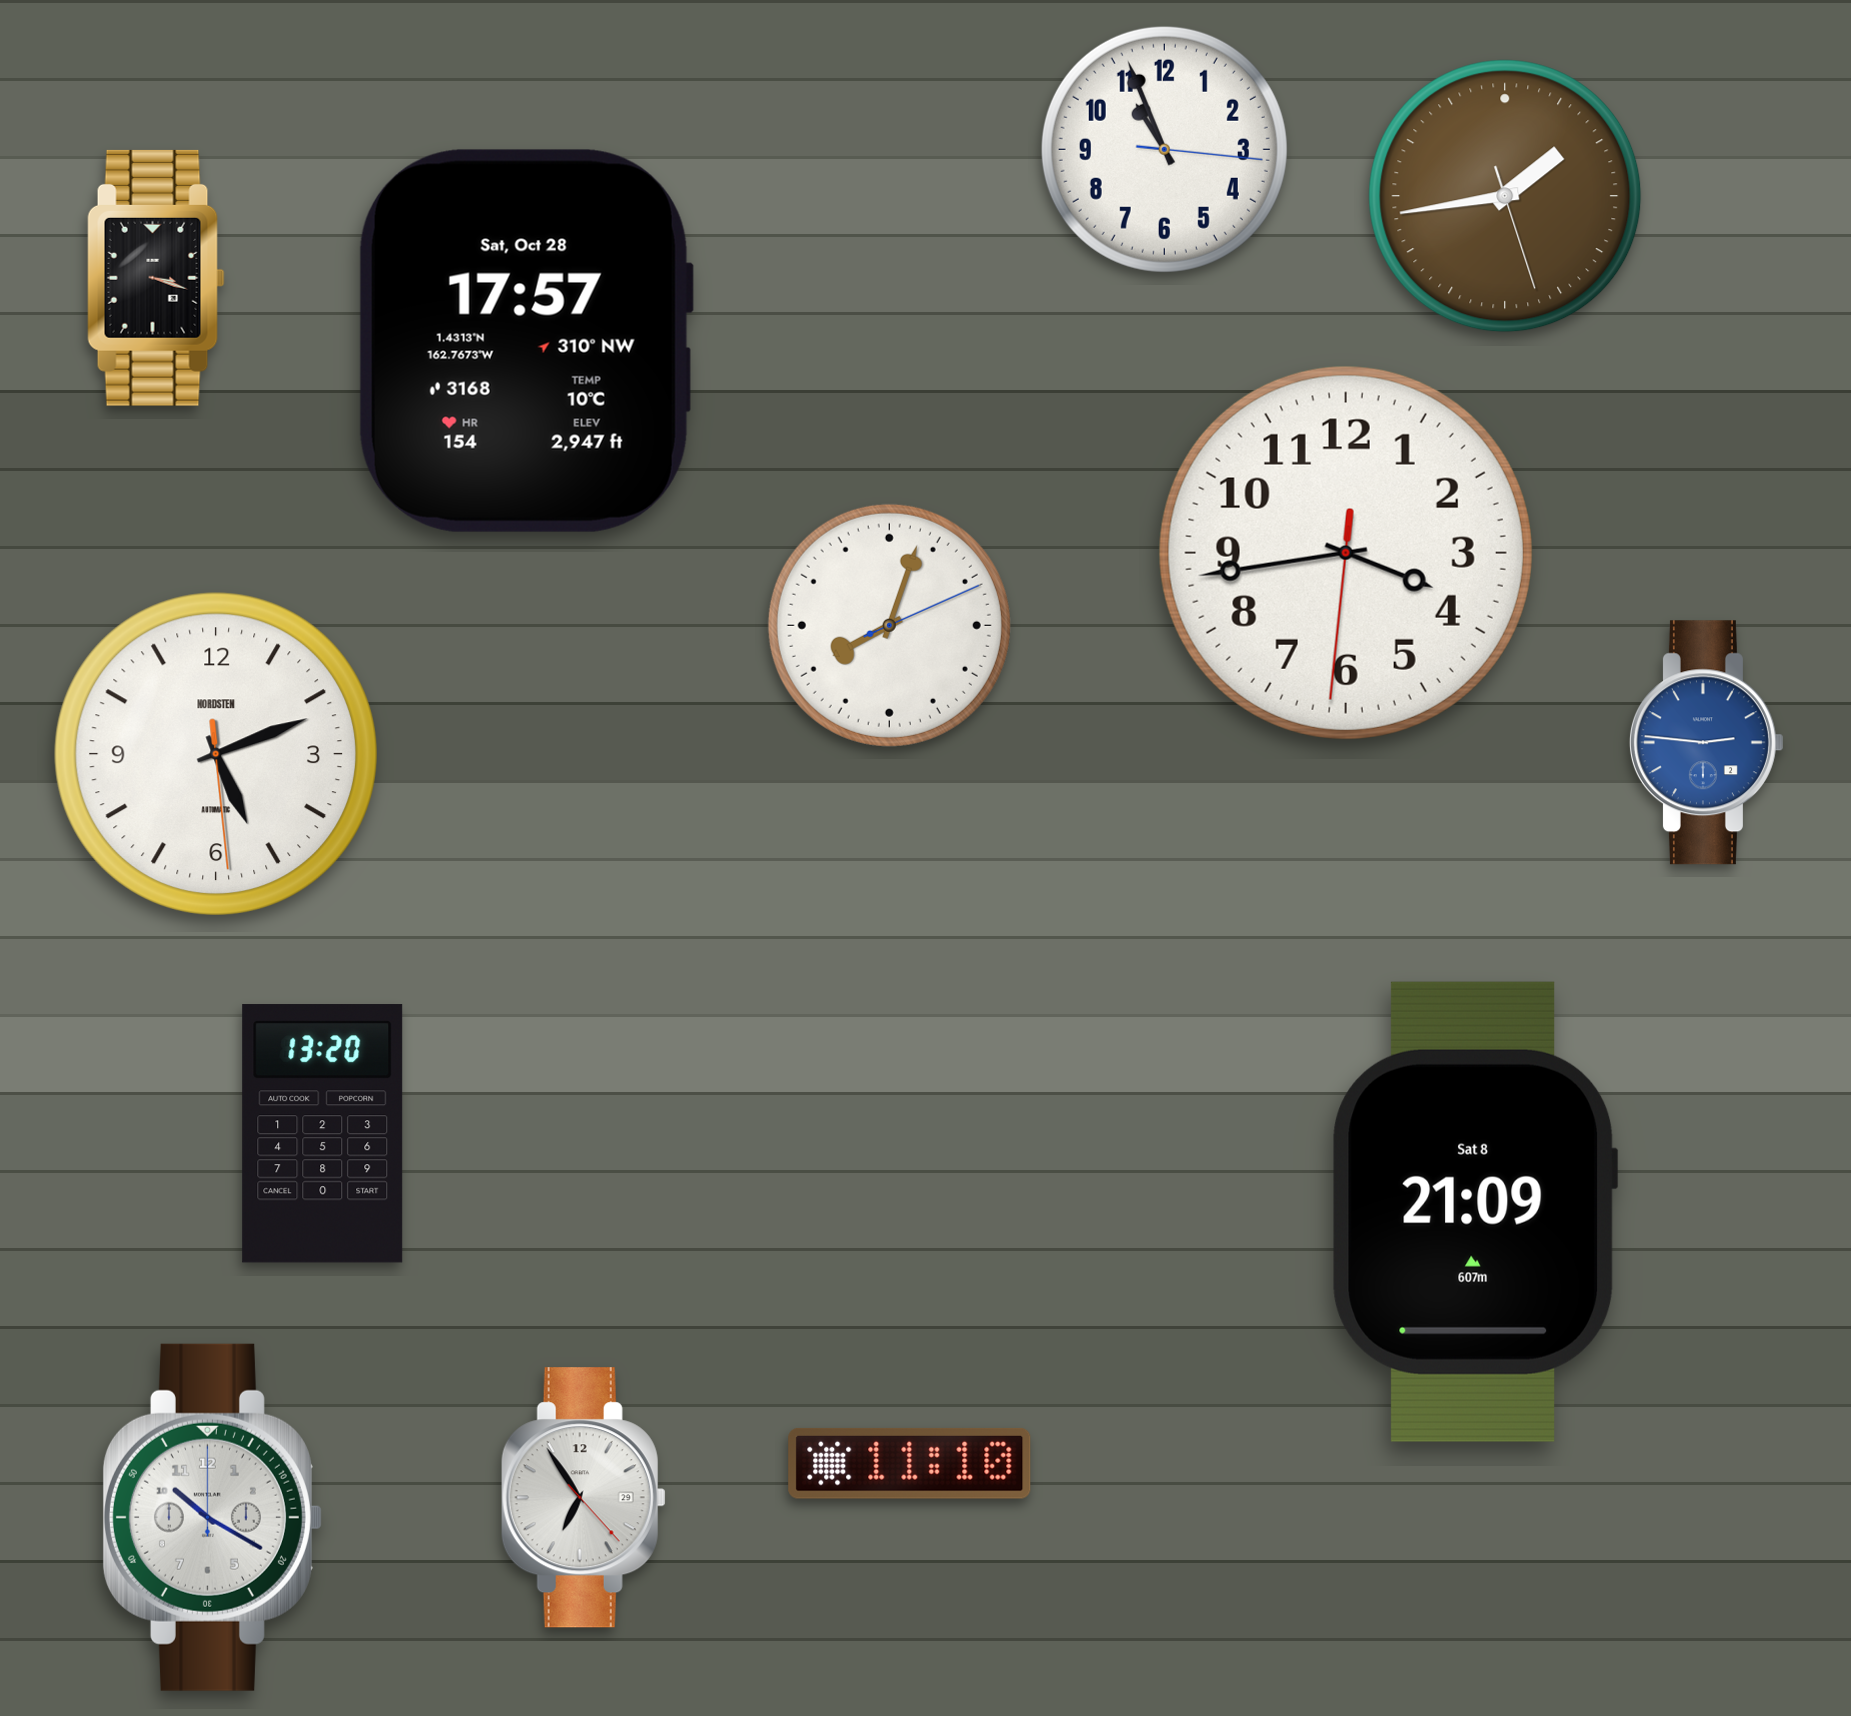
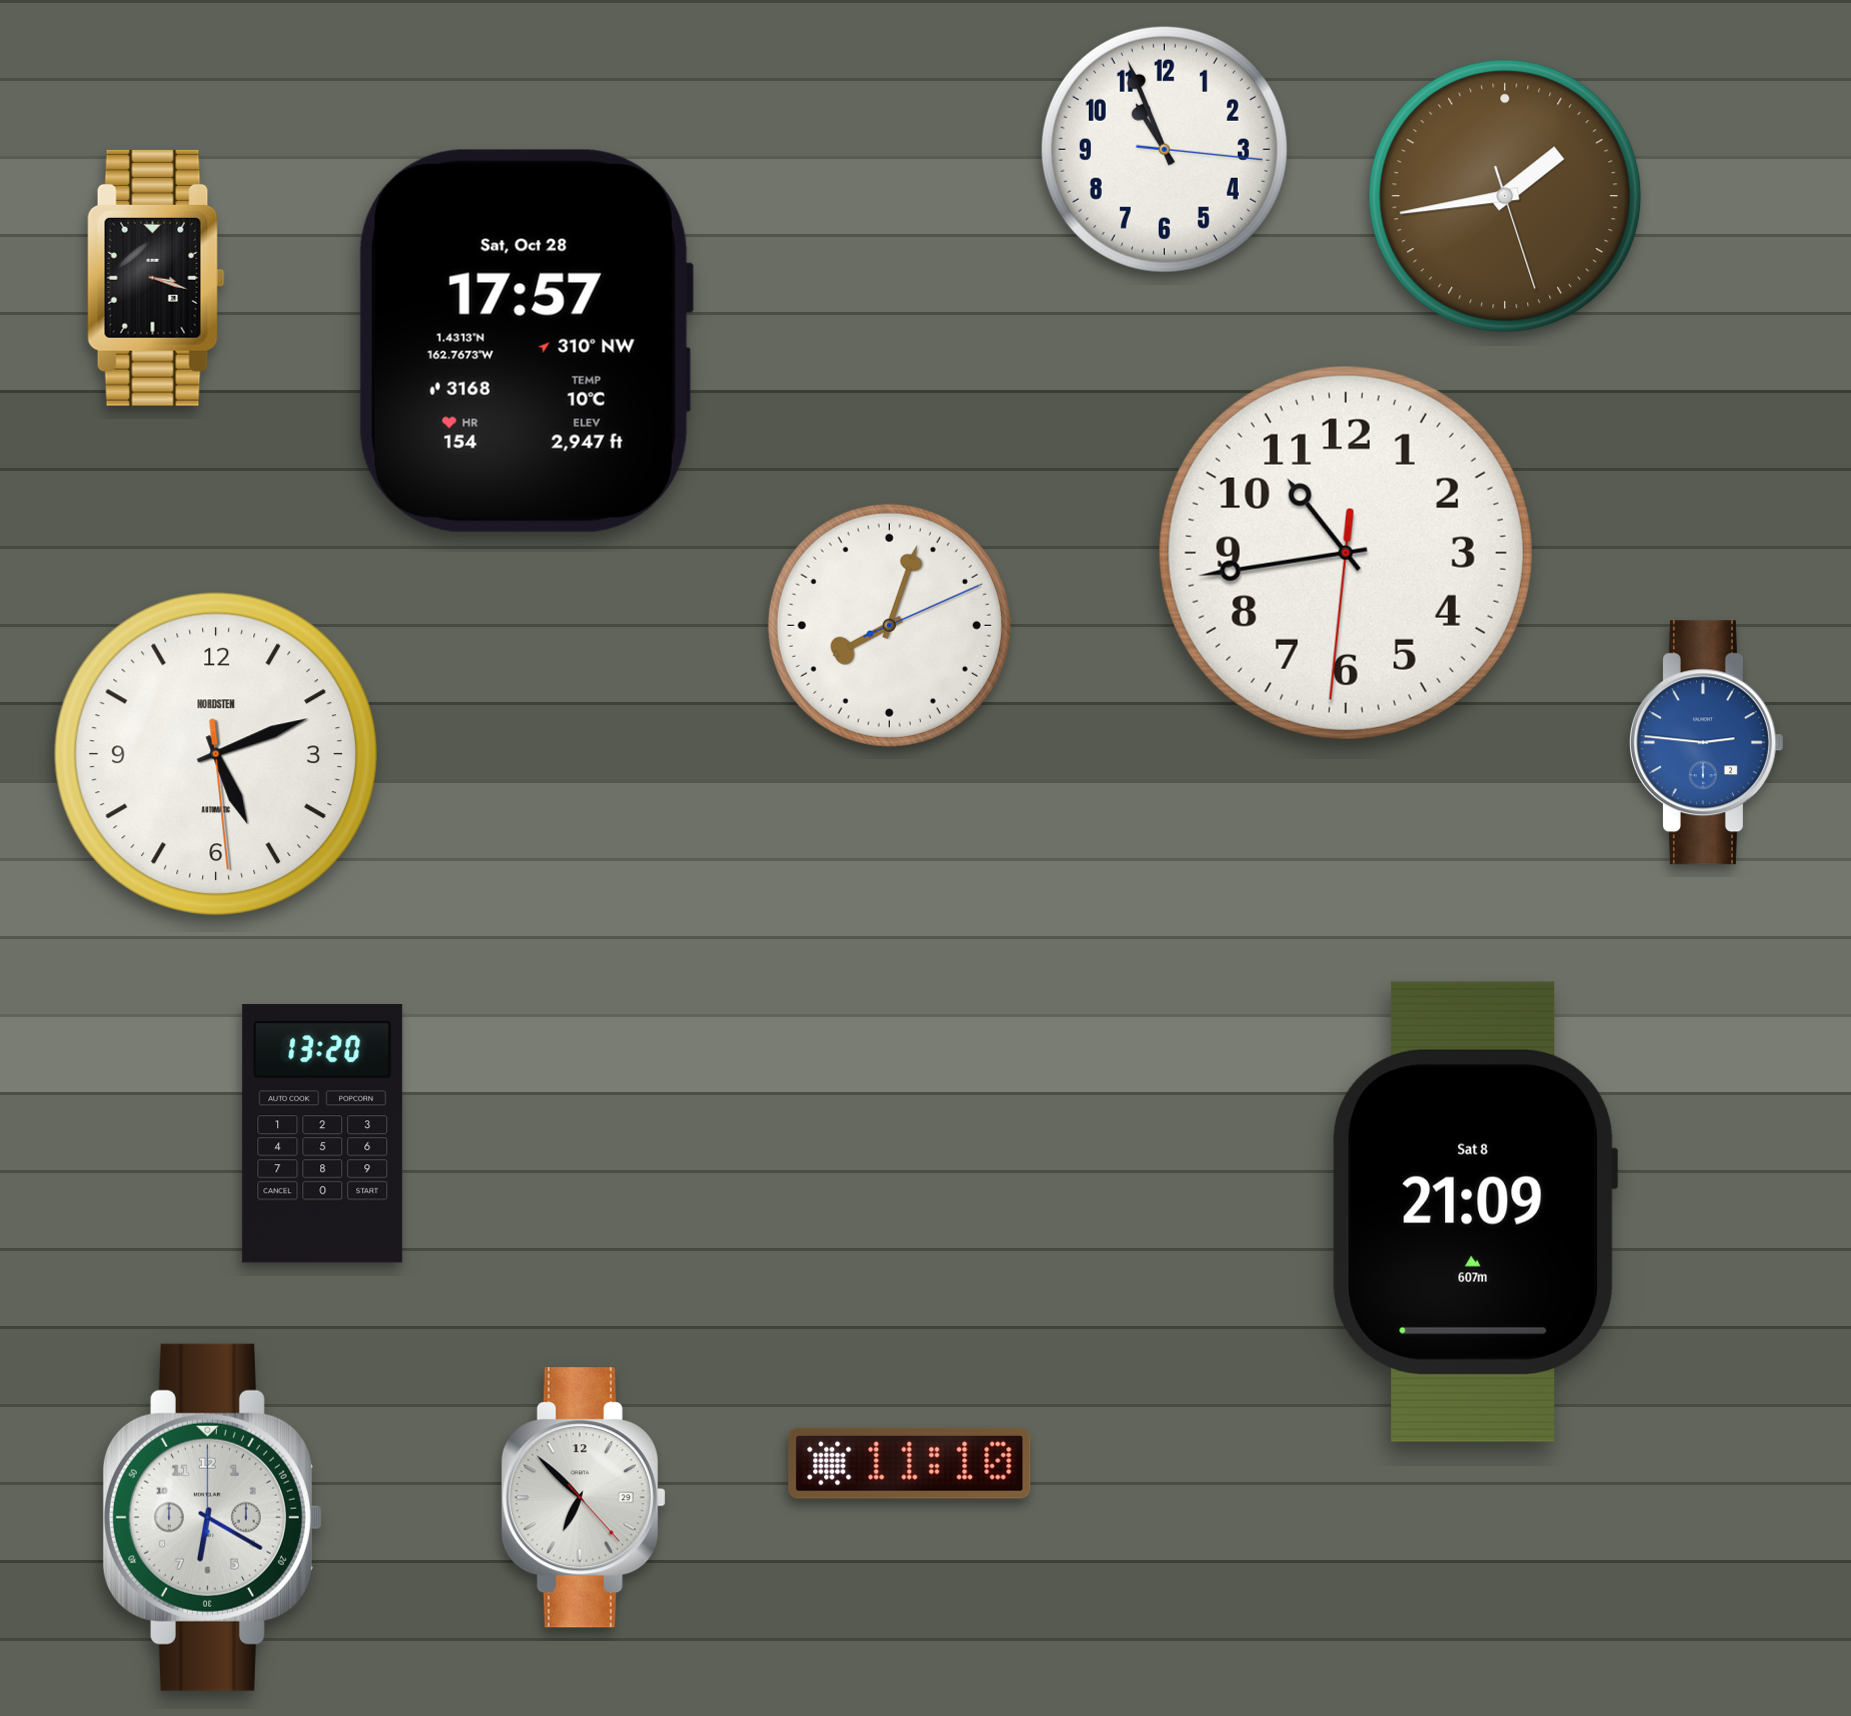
clock at (1346, 553): 3:43 -> 10:43
clock at (583, 1498): 6:54 -> 6:52
clock at (212, 1517): 10:20 -> 6:20
